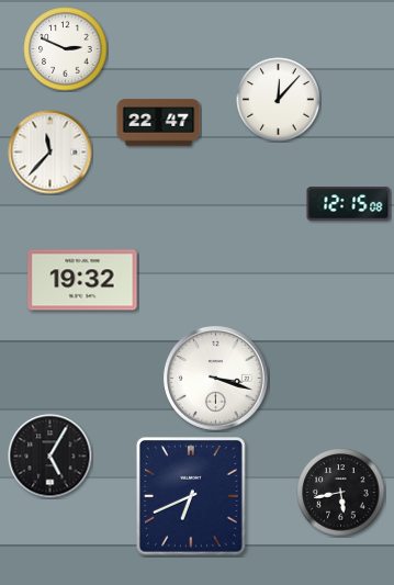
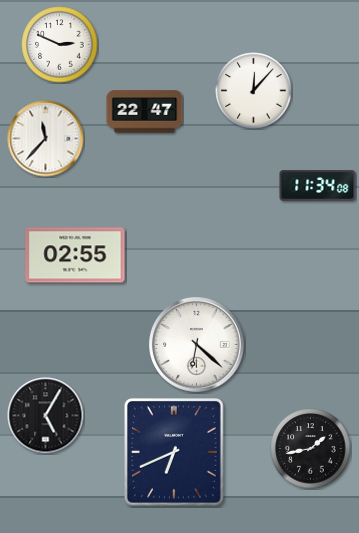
clock at (349, 204): 12:15 -> 11:34
clock at (82, 280): 19:32 -> 02:55
clock at (216, 379): 3:18 -> 6:22
clock at (341, 493): 5:43 -> 1:43
